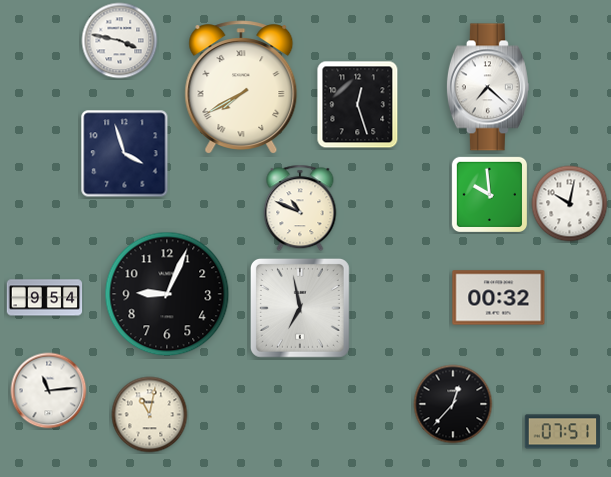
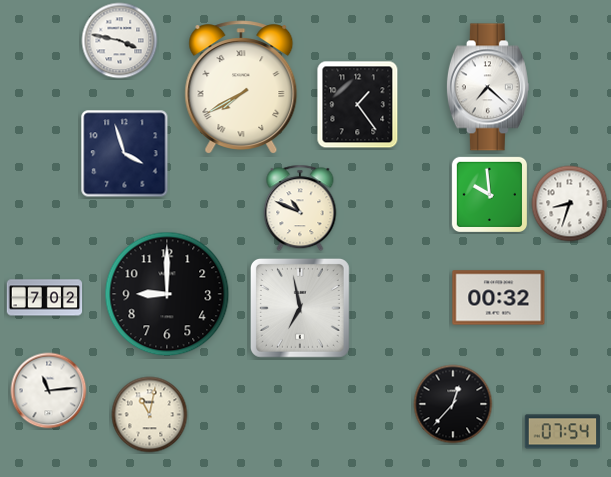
clock at (358, 105): 12:27 -> 1:24
clock at (570, 204): 10:02 -> 8:33
clock at (167, 294): 9:04 -> 9:00
clock at (45, 298): 9:54 -> 7:02
clock at (563, 432): 07:51 -> 07:54
